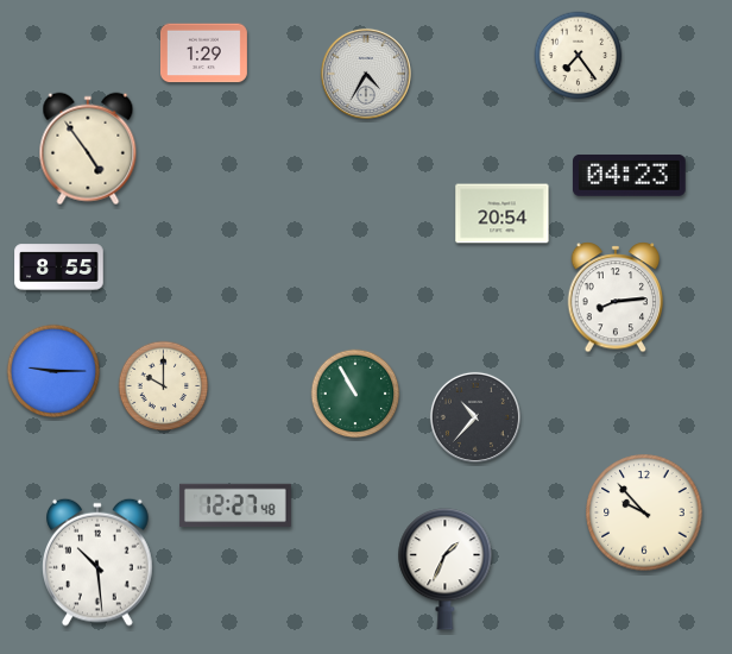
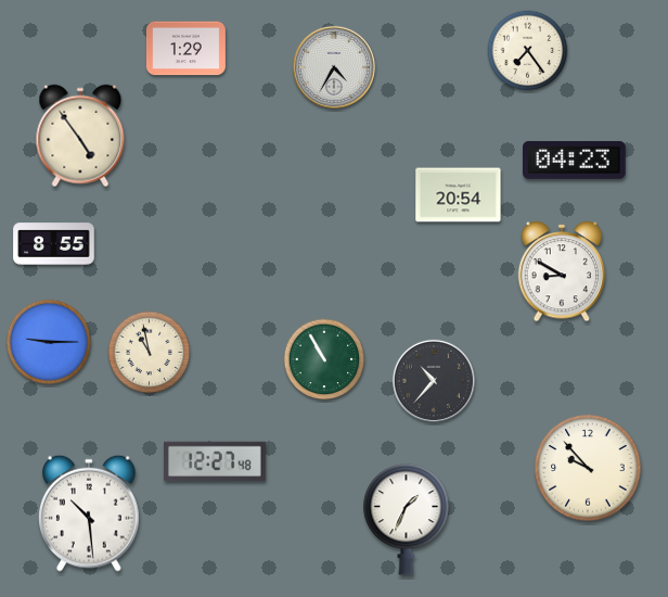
clock at (616, 297): 8:14 -> 8:50
clock at (53, 371) position: (53, 371) -> (49, 342)
clock at (164, 386): 10:00 -> 10:58
